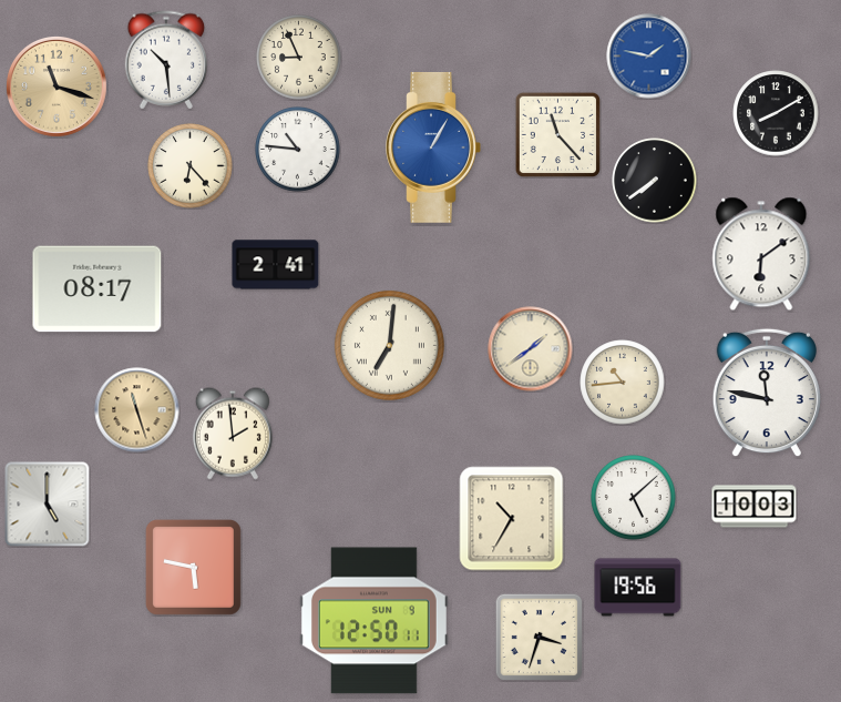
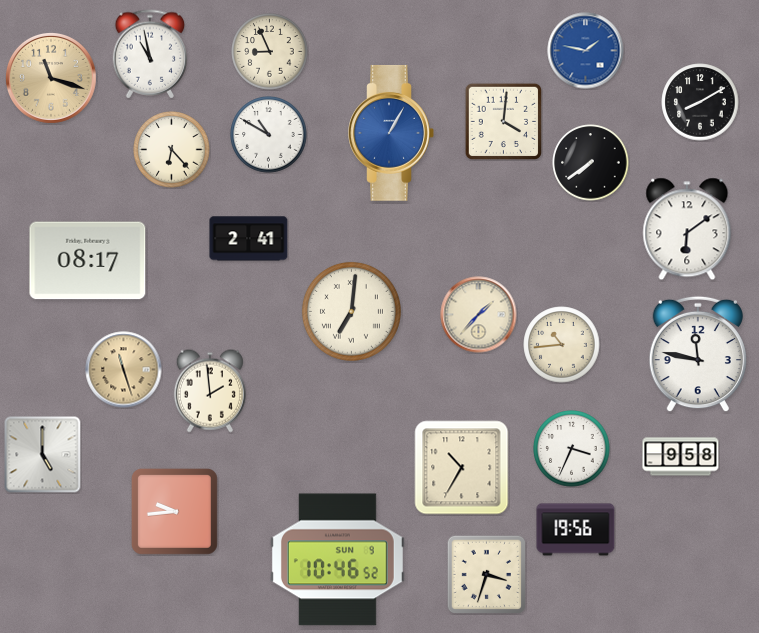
clock at (166, 60): 10:29 -> 10:58
clock at (557, 134): 11:23 -> 4:01
clock at (298, 150): 10:46 -> 10:50
clock at (531, 349): 1:39 -> 1:37
clock at (767, 393) position: (767, 393) -> (698, 354)
clock at (634, 498): 5:08 -> 3:34
clock at (755, 507): 10:03 -> 9:58
clock at (194, 568): 5:47 -> 9:44
clock at (373, 621): 12:50 -> 10:46
